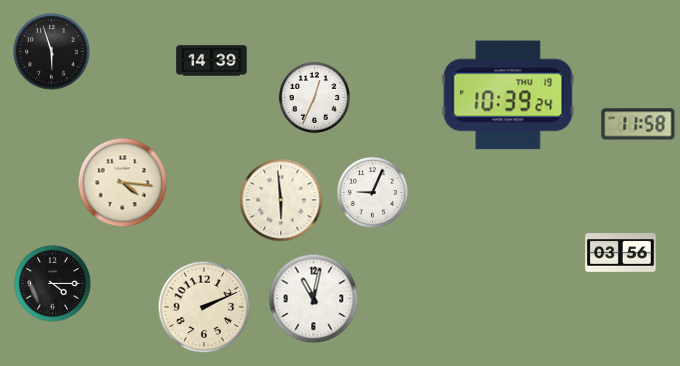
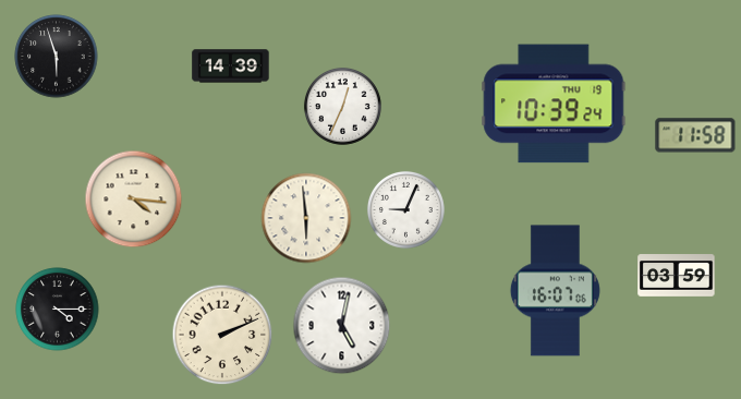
clock at (621, 253): 03:56 -> 03:59
clock at (555, 291): none -> 16:07
clock at (314, 299): 11:02 -> 5:02
